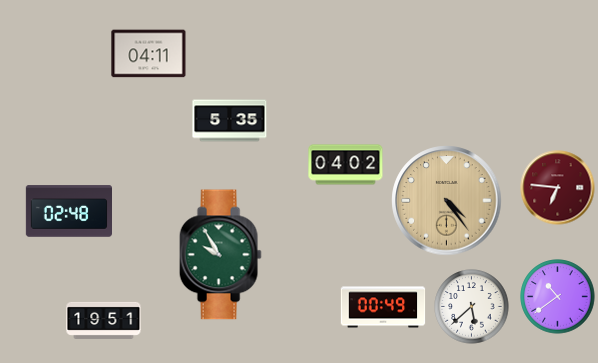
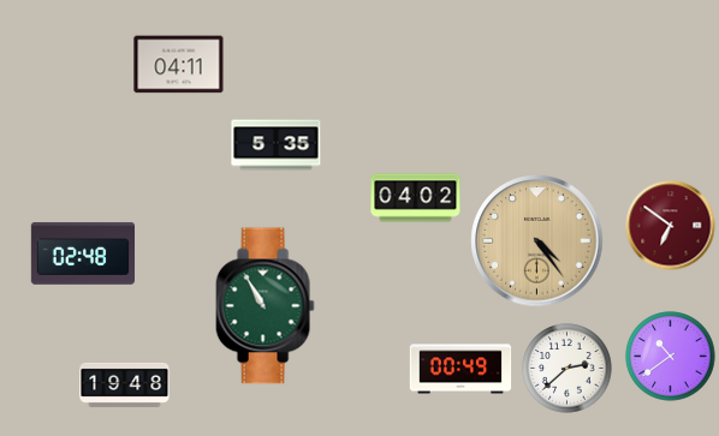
clock at (558, 188): 6:46 -> 6:51
clock at (220, 255): 9:55 -> 10:55
clock at (472, 307): 5:38 -> 2:38
clock at (104, 320): 19:51 -> 19:48
